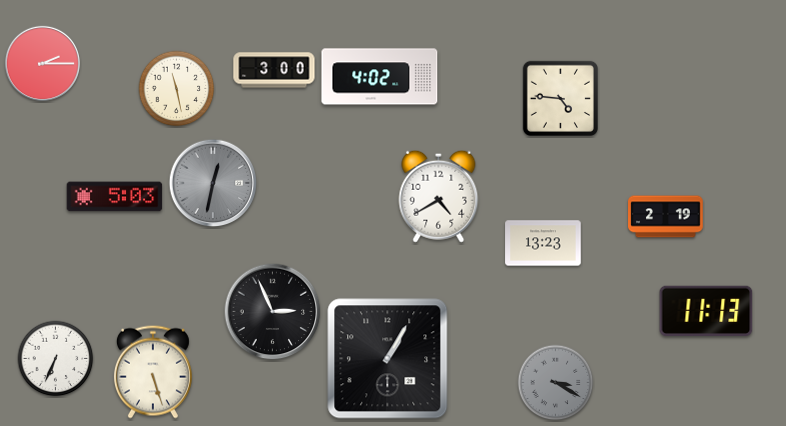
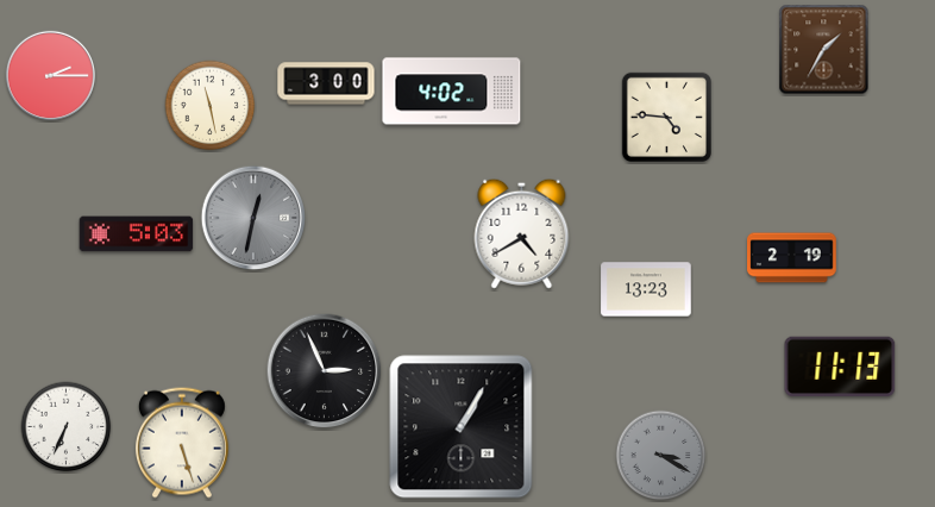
clock at (824, 50): none -> 1:35
clock at (706, 310) position: (706, 310) -> (840, 365)
